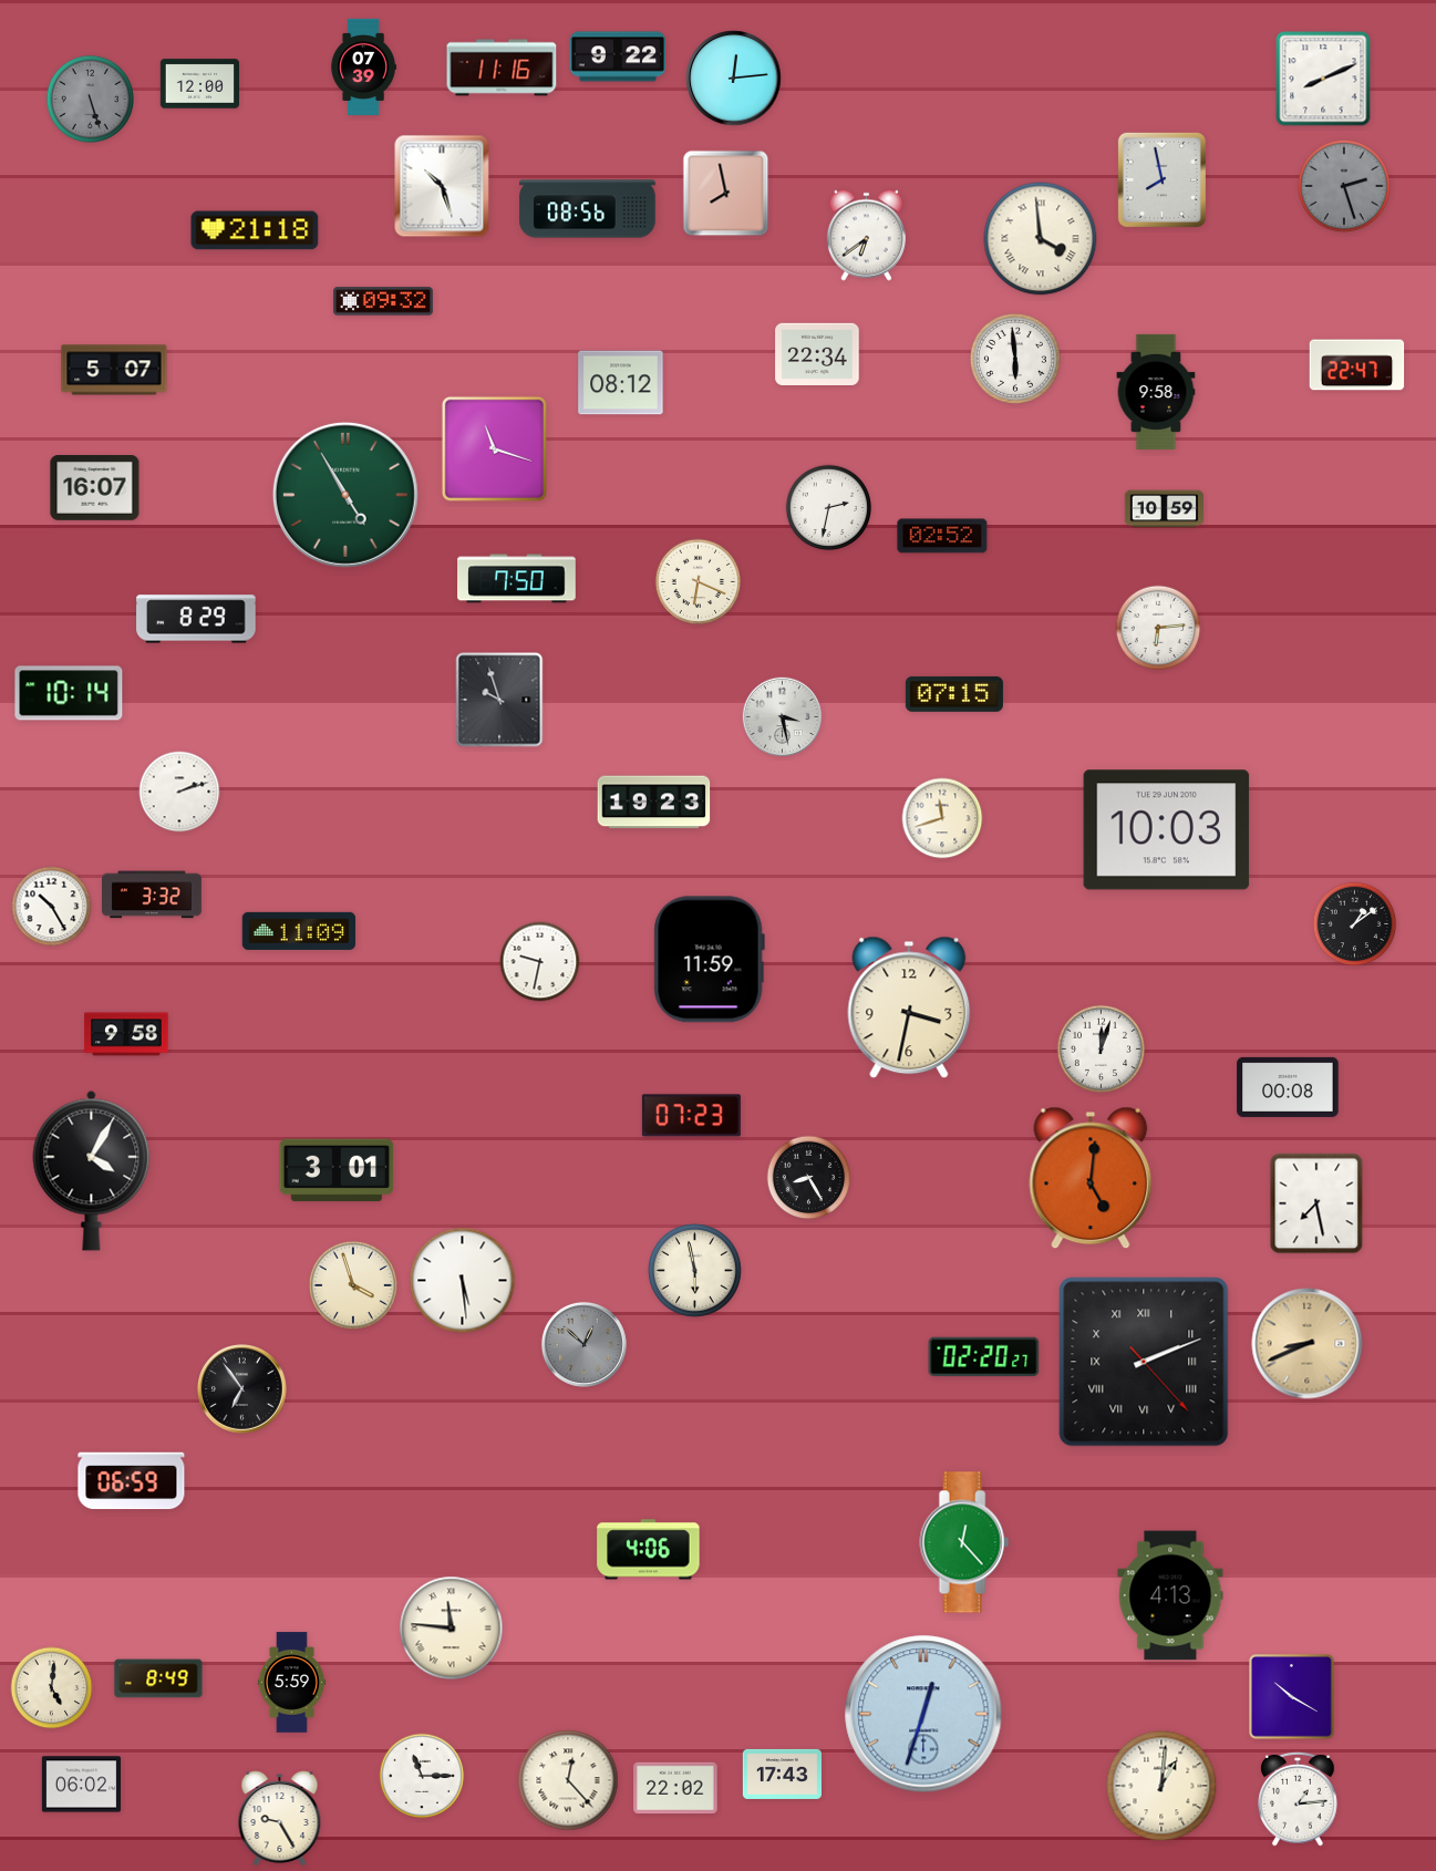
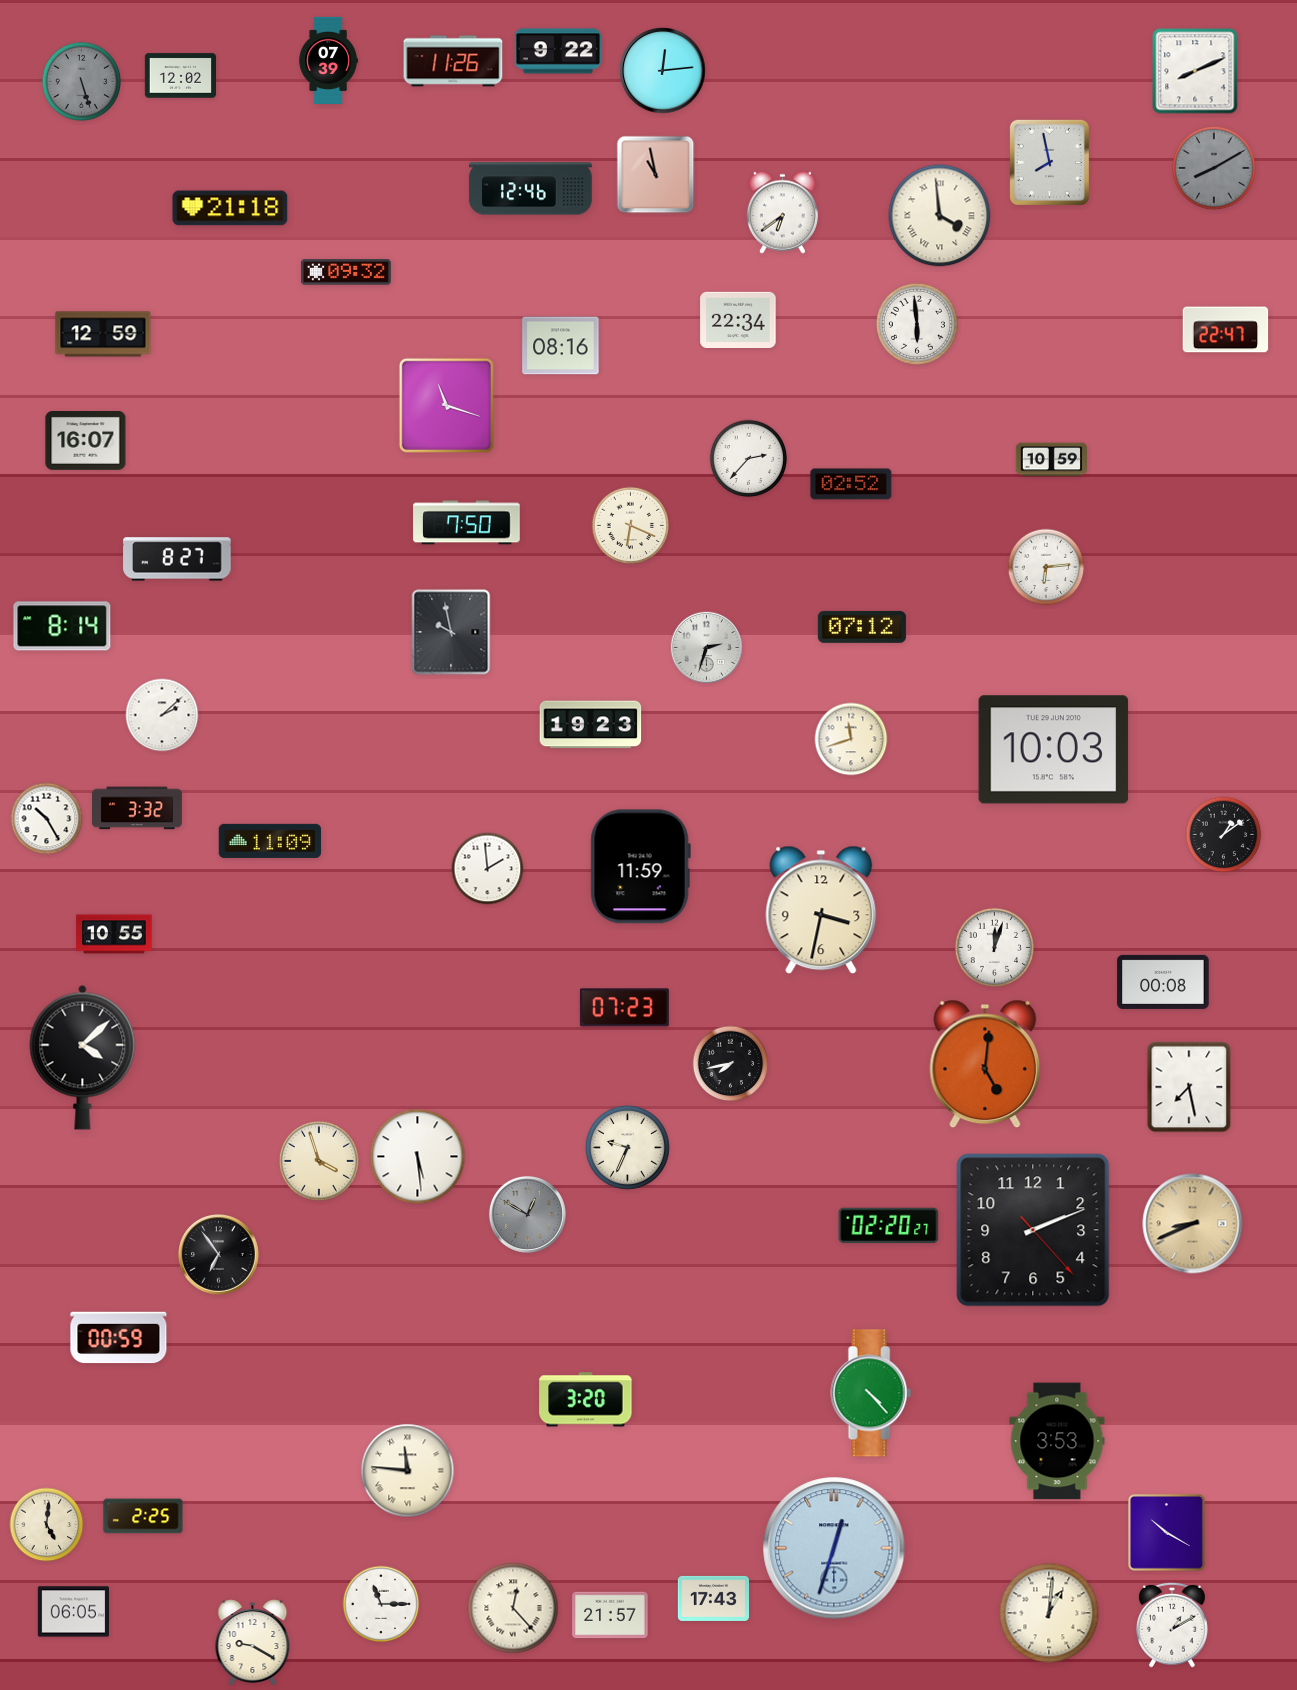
clock at (502, 68): 11:16 -> 11:26
clock at (199, 84): 12:00 -> 12:02
clock at (90, 99) position: (90, 99) -> (81, 81)
clock at (442, 186): 10:27 -> none
clock at (1344, 186): 2:27 -> 8:10
clock at (726, 194): 7:58 -> 10:58
clock at (588, 209): 08:56 -> 12:46
clock at (114, 370): 5:07 -> 12:59
clock at (621, 383): 08:12 -> 08:16
clock at (1156, 392): 9:58 -> none
clock at (345, 495): 4:55 -> none
clock at (829, 508): 2:32 -> 2:37
clock at (196, 619): 8:29 -> 8:27
clock at (69, 693): 10:14 -> 8:14
clock at (954, 694): 07:15 -> 07:12
clock at (499, 700): 9:57 -> 9:58
clock at (783, 717): 3:28 -> 2:33
clock at (179, 792): 2:12 -> 2:08
clock at (540, 962): 9:32 -> 1:59
clock at (126, 1034): 9:58 -> 10:55
clock at (92, 1170): 4:05 -> 4:08
clock at (337, 1170): 3:01 -> none
clock at (809, 1178): 8:25 -> 7:43
clock at (695, 1271): 5:58 -> 9:34
clock at (583, 1344): 12:52 -> 12:50
clock at (1308, 1344) position: (1308, 1344) -> (1193, 1224)
clock at (1144, 1362) numerals: Roman -> Arabic
clock at (132, 1481): 06:59 -> 00:59
clock at (964, 1542): 12:23 -> 4:23
clock at (649, 1550): 4:06 -> 3:20
clock at (1170, 1595): 4:13 -> 3:53
clock at (158, 1678): 8:49 -> 2:25
clock at (291, 1683): 5:59 -> none
clock at (782, 1774) position: (782, 1774) -> (713, 1598)
clock at (81, 1785): 06:02 -> 06:05
clock at (675, 1788): 22:02 -> 21:57
clock at (1298, 1799): 1:14 -> 1:10
clock at (280, 1819): 9:25 -> 9:20
